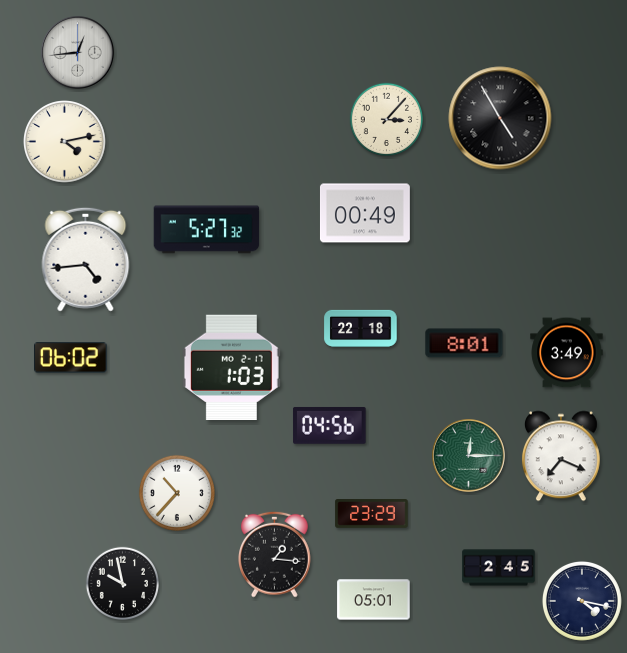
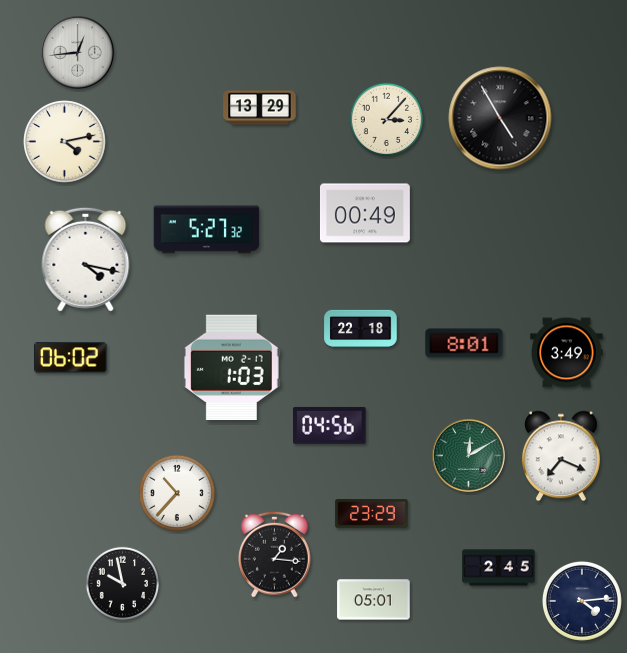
clock at (260, 108): none -> 13:29
clock at (86, 259): 4:44 -> 4:17
clock at (469, 456): 12:15 -> 12:10
clock at (582, 601): 4:17 -> 4:14
